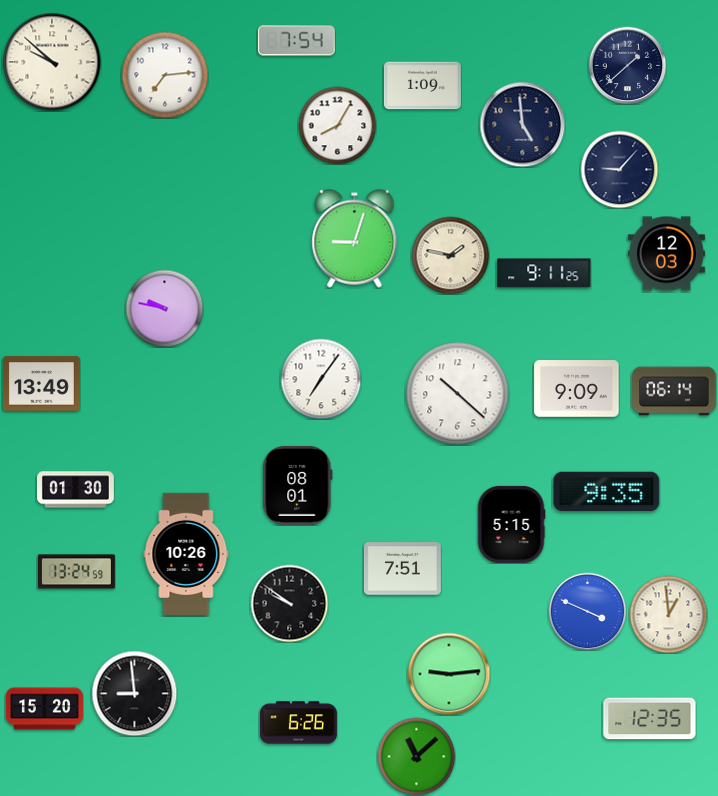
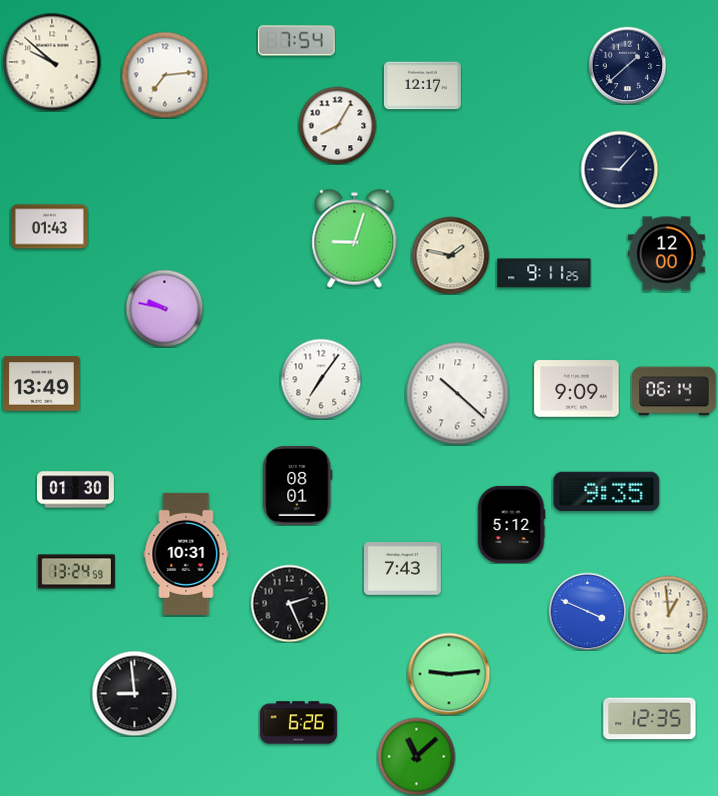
clock at (422, 86): 1:09 -> 12:17
clock at (522, 124): 4:59 -> none
clock at (49, 227): none -> 01:43
clock at (666, 254): 12:03 -> 12:00
clock at (511, 524): 5:15 -> 5:12
clock at (186, 554): 10:26 -> 10:31
clock at (402, 569): 7:51 -> 7:43
clock at (289, 603): 9:51 -> 2:26
clock at (44, 709): 15:20 -> none
